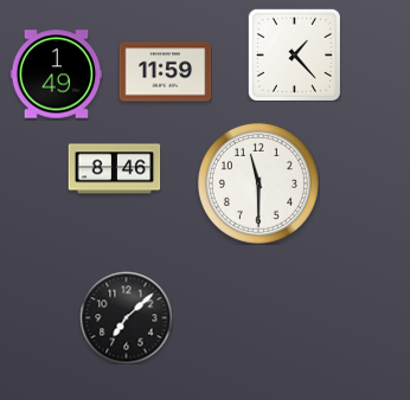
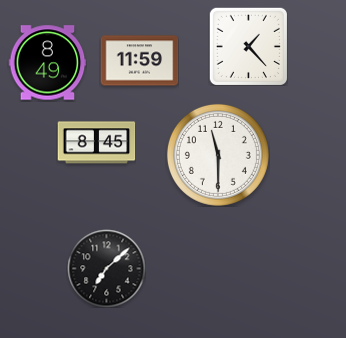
clock at (56, 75): 1:49 -> 8:49
clock at (114, 169): 8:46 -> 8:45
